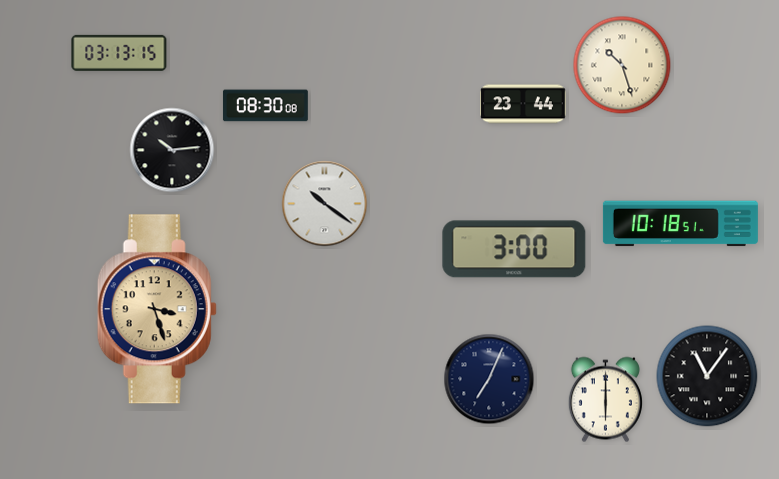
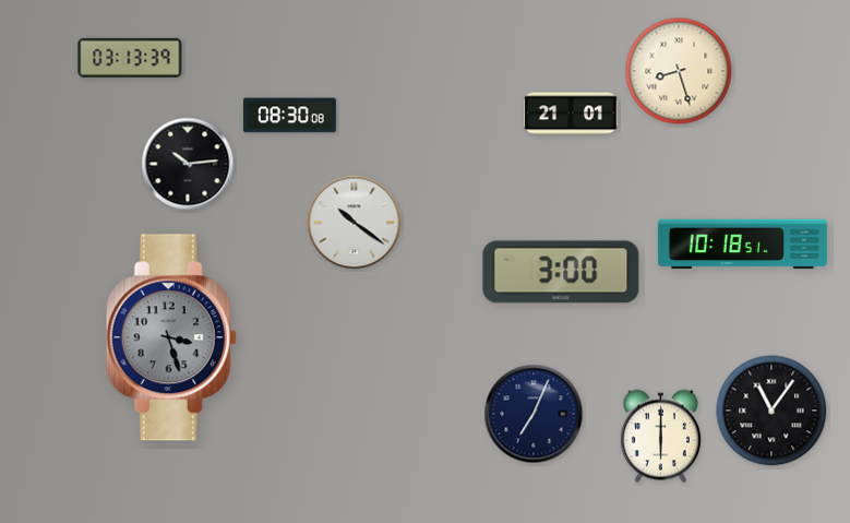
clock at (119, 53): 03:13:15 -> 03:13:39
clock at (622, 65): 10:27 -> 8:27
clock at (523, 104): 23:44 -> 21:01
clock at (157, 309) dial: champagne -> grey
